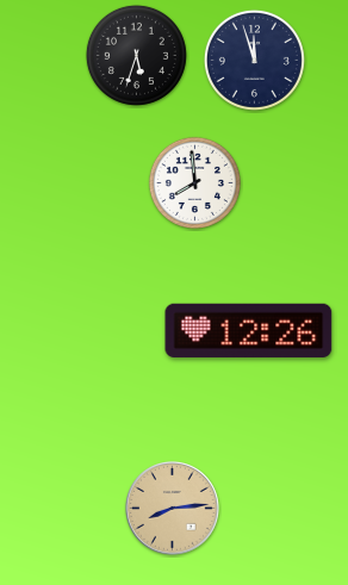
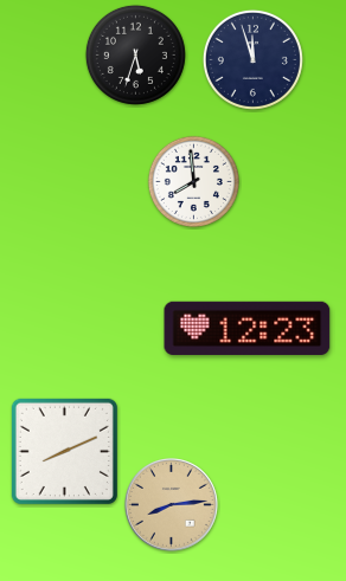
clock at (249, 330): 12:26 -> 12:23
clock at (64, 451): none -> 8:11
